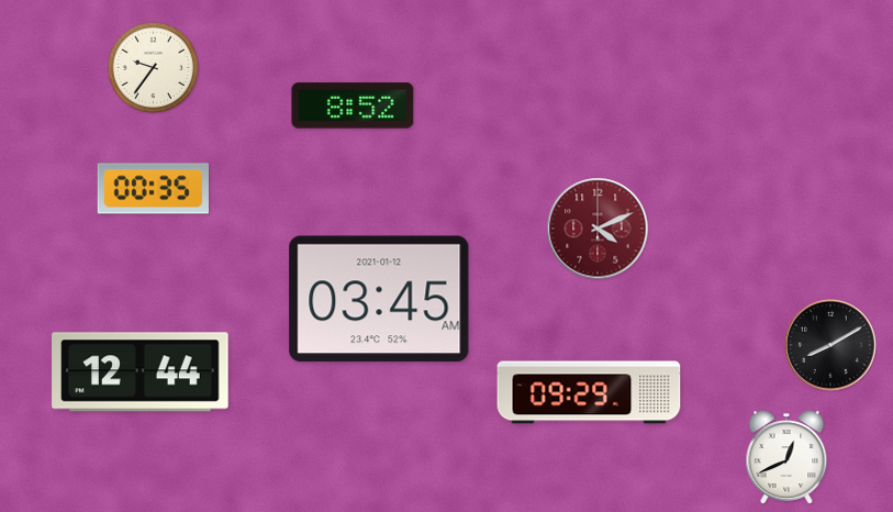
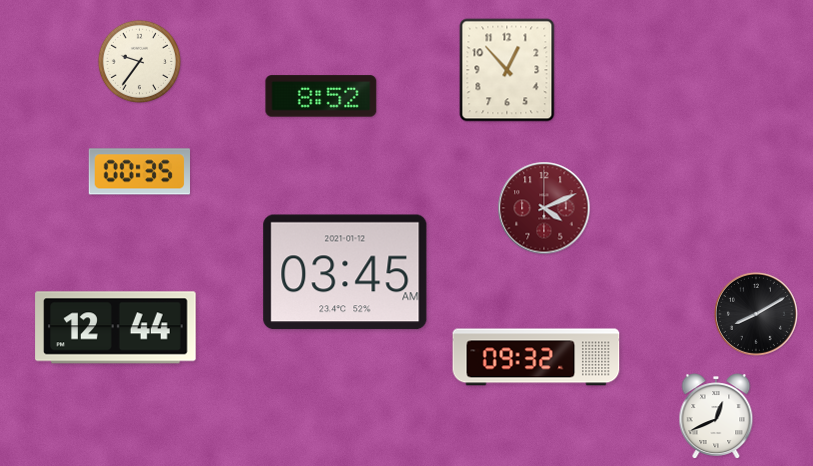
clock at (507, 70): none -> 12:53
clock at (141, 372) position: (141, 372) -> (116, 328)
clock at (589, 392): 09:29 -> 09:32
